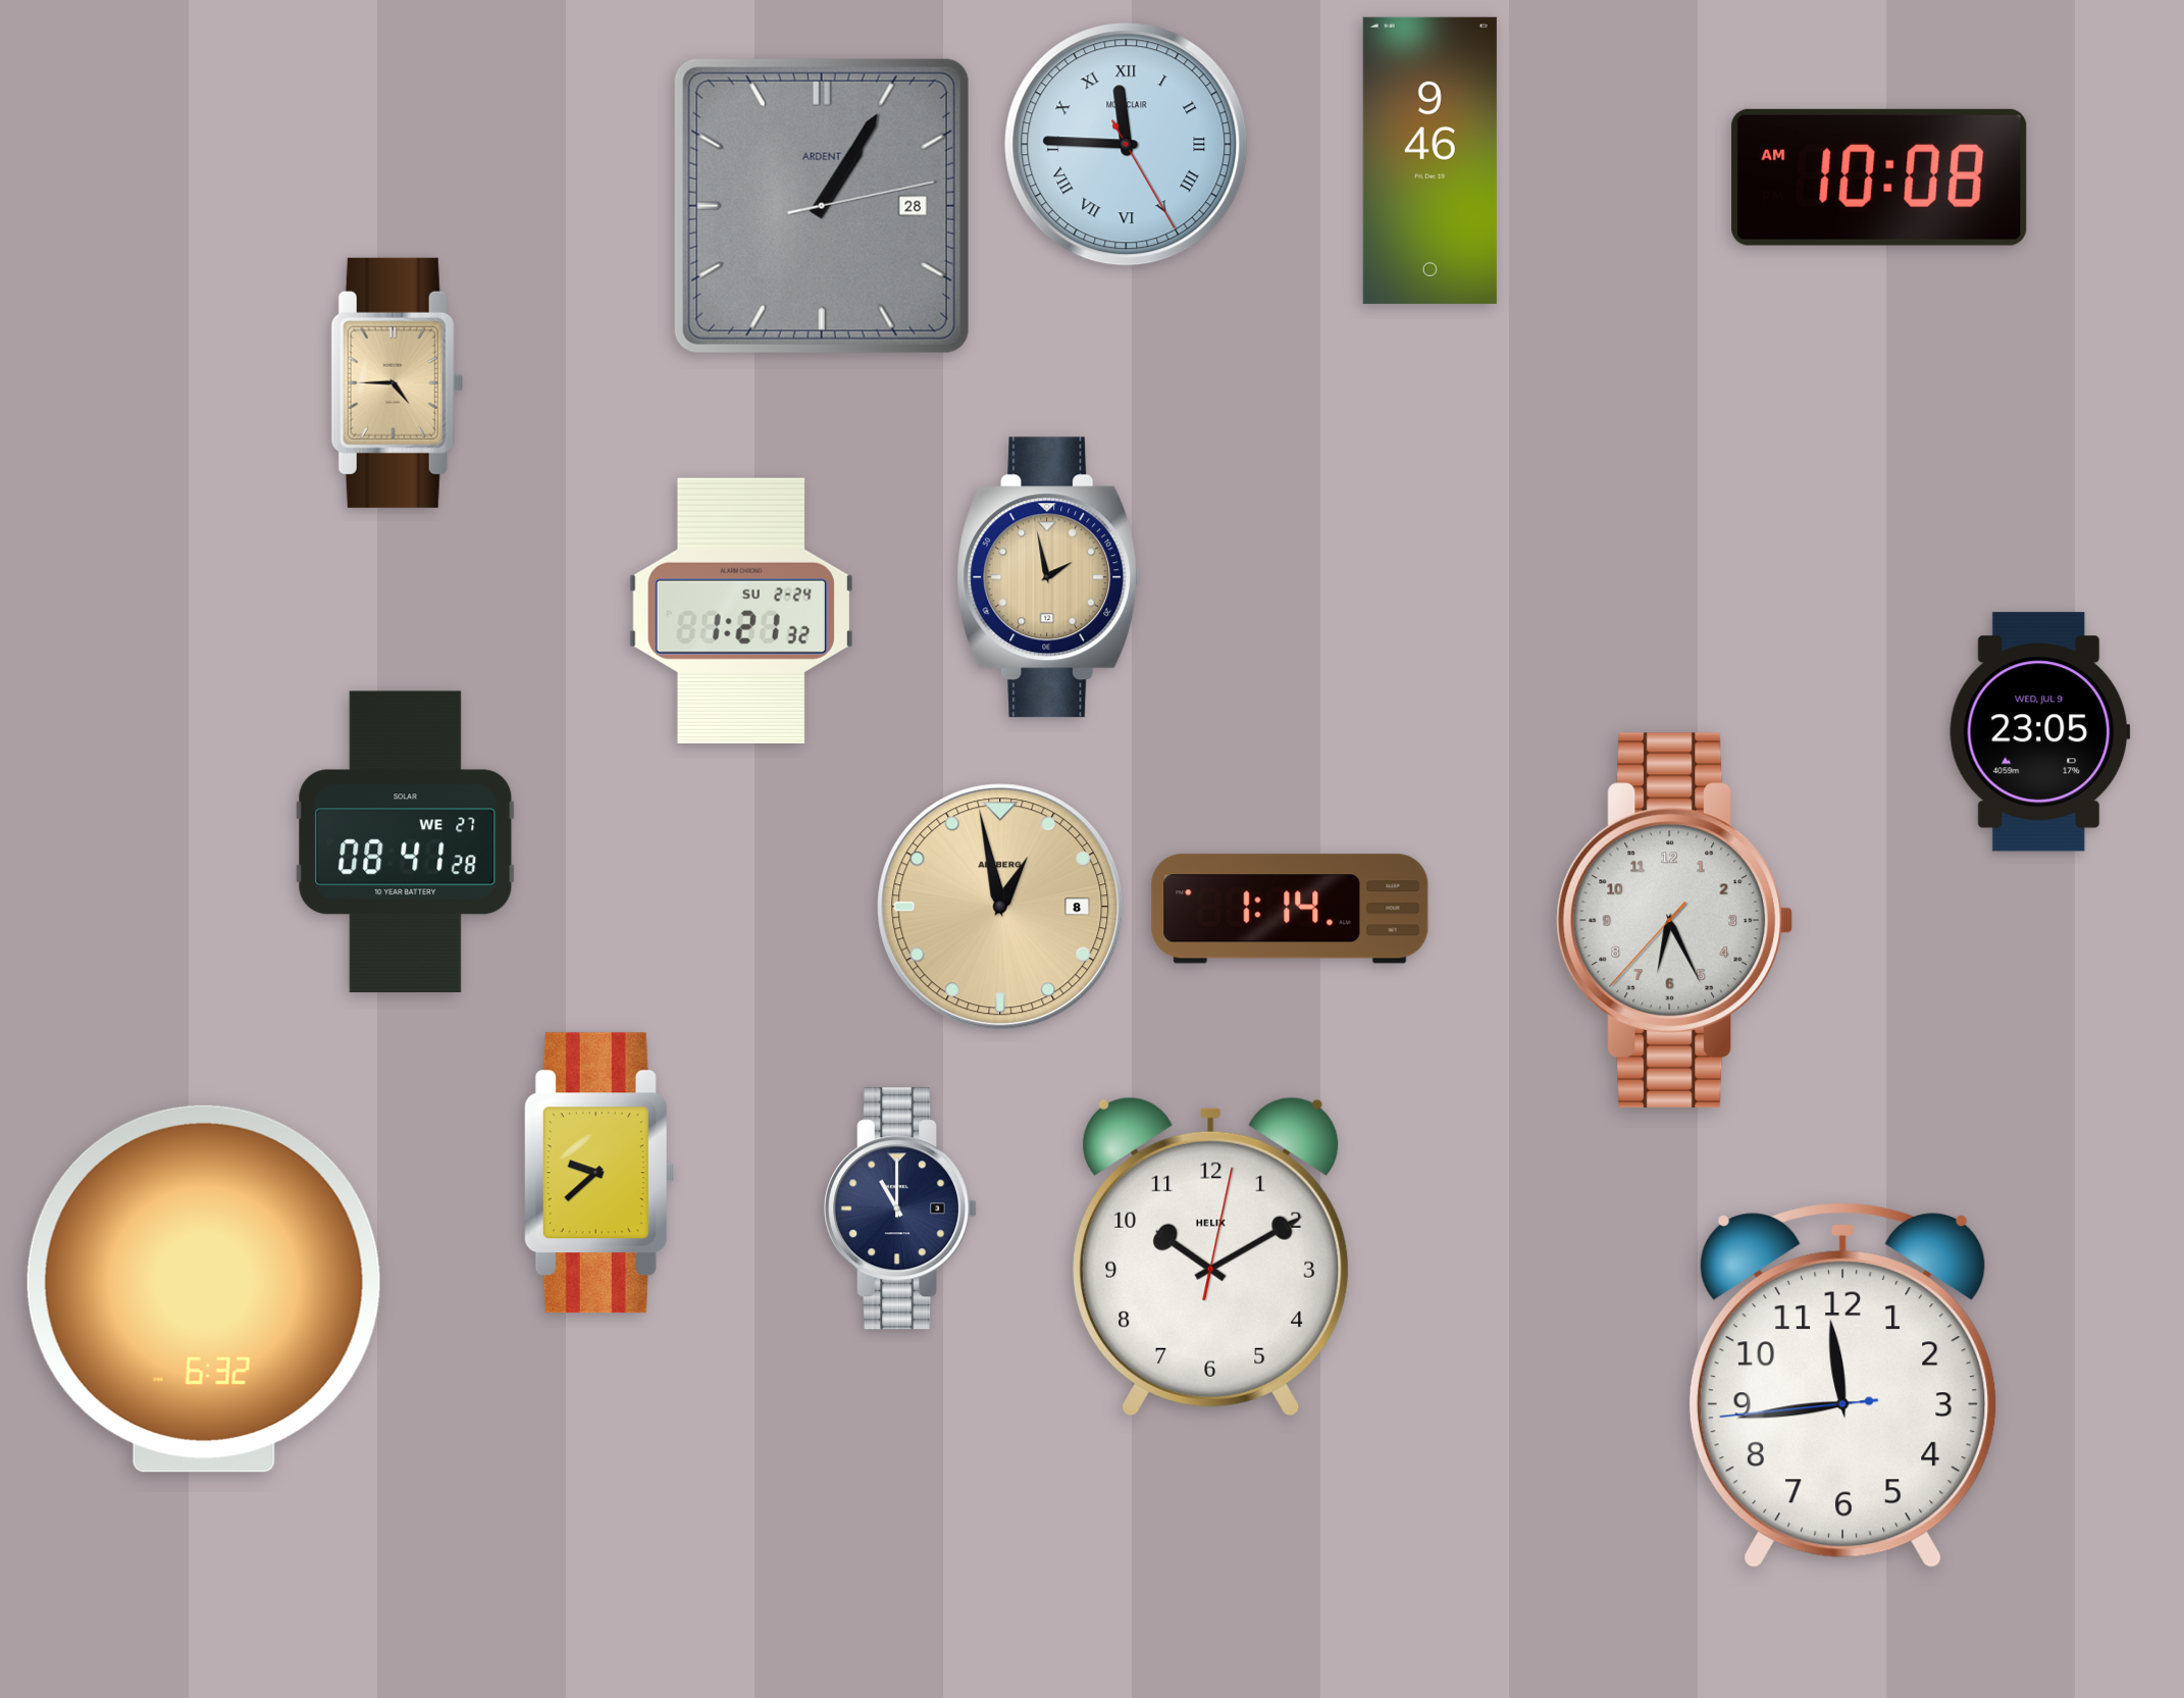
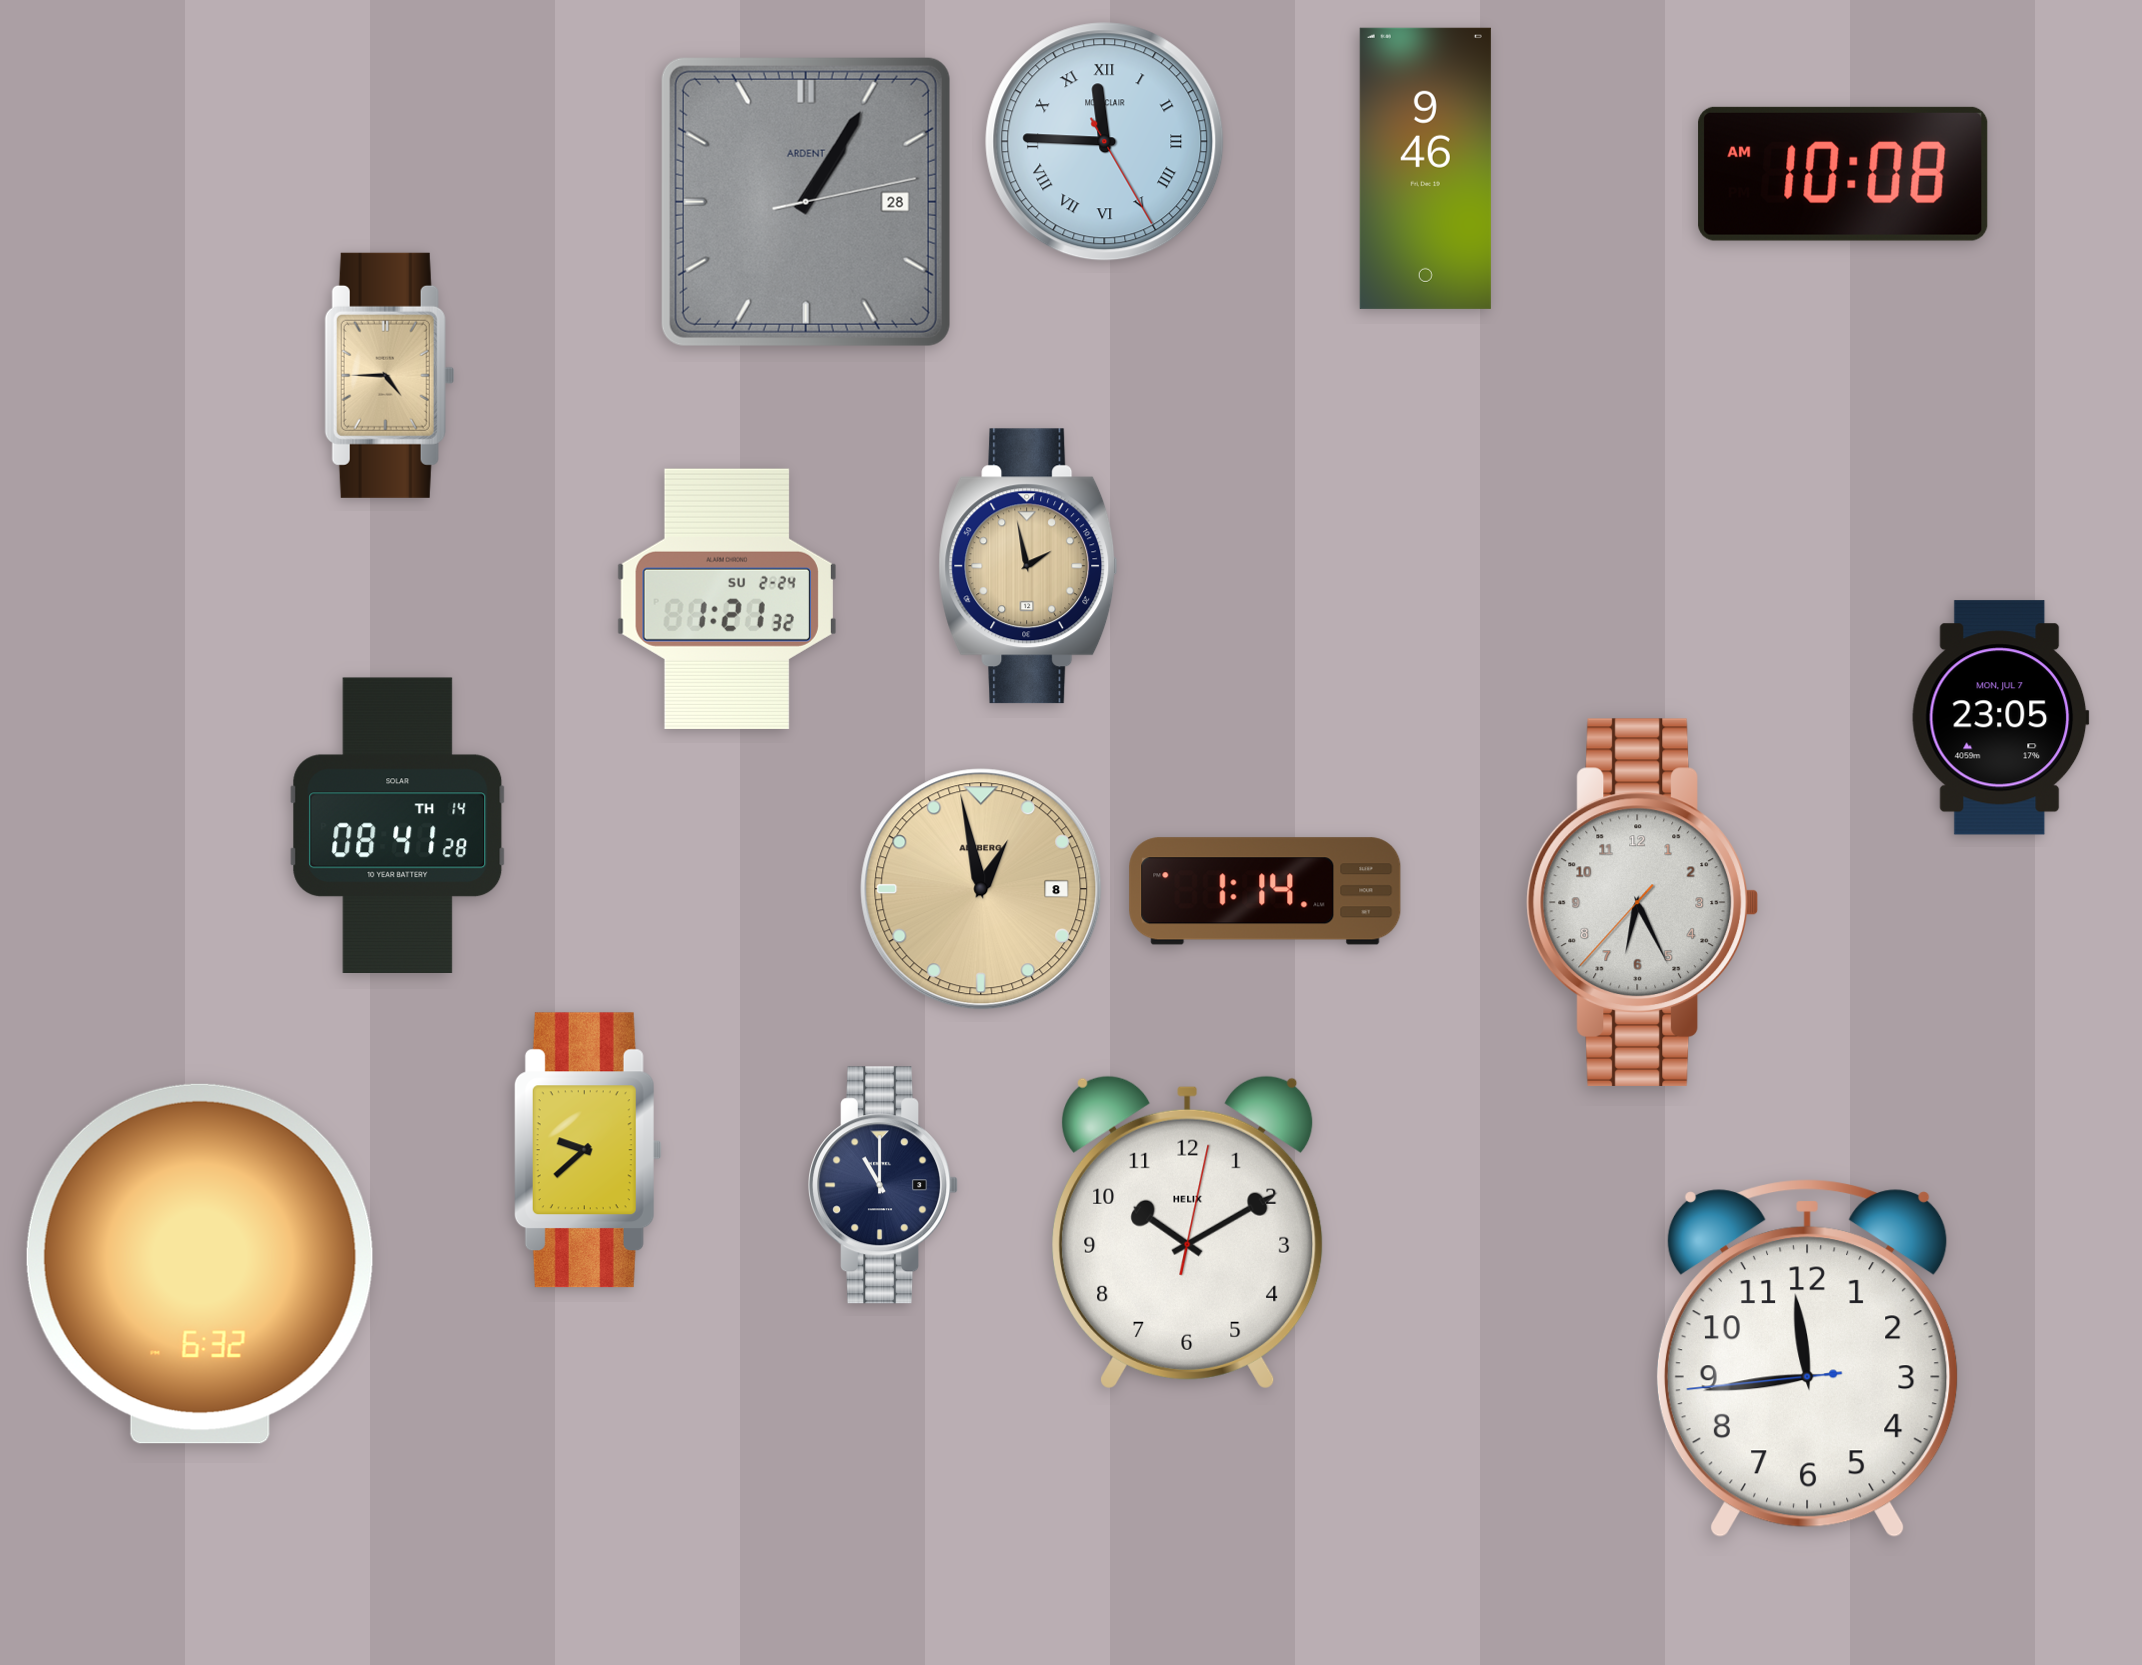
clock at (1429, 160) position: (1429, 160) -> (1425, 168)
clock at (2040, 732) date: WED, JUL 9 -> MON, JUL 7
clock at (406, 841) date: WE 27 -> TH 14
